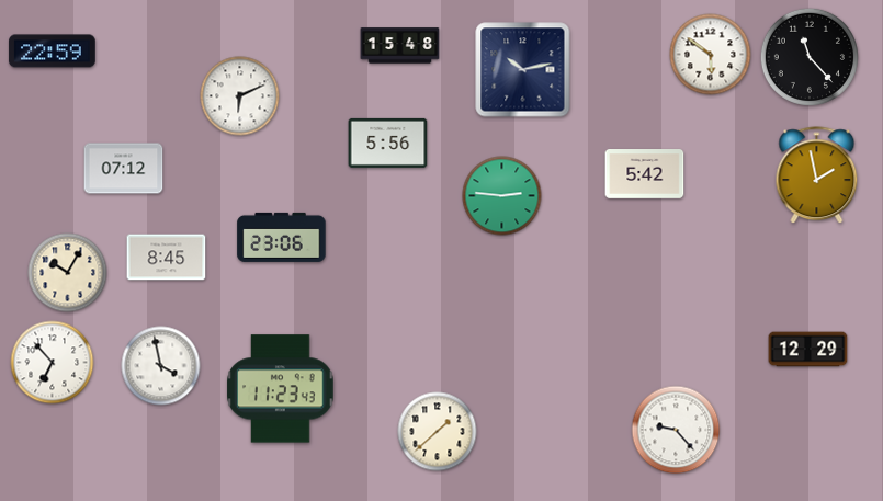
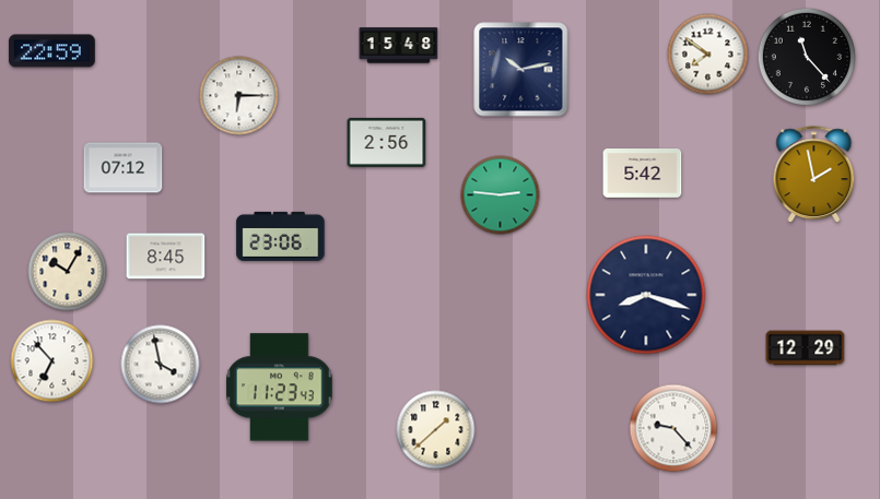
clock at (711, 55): 5:51 -> 7:51
clock at (240, 96): 6:11 -> 6:15
clock at (388, 143): 5:56 -> 2:56
clock at (646, 295): none -> 8:18
